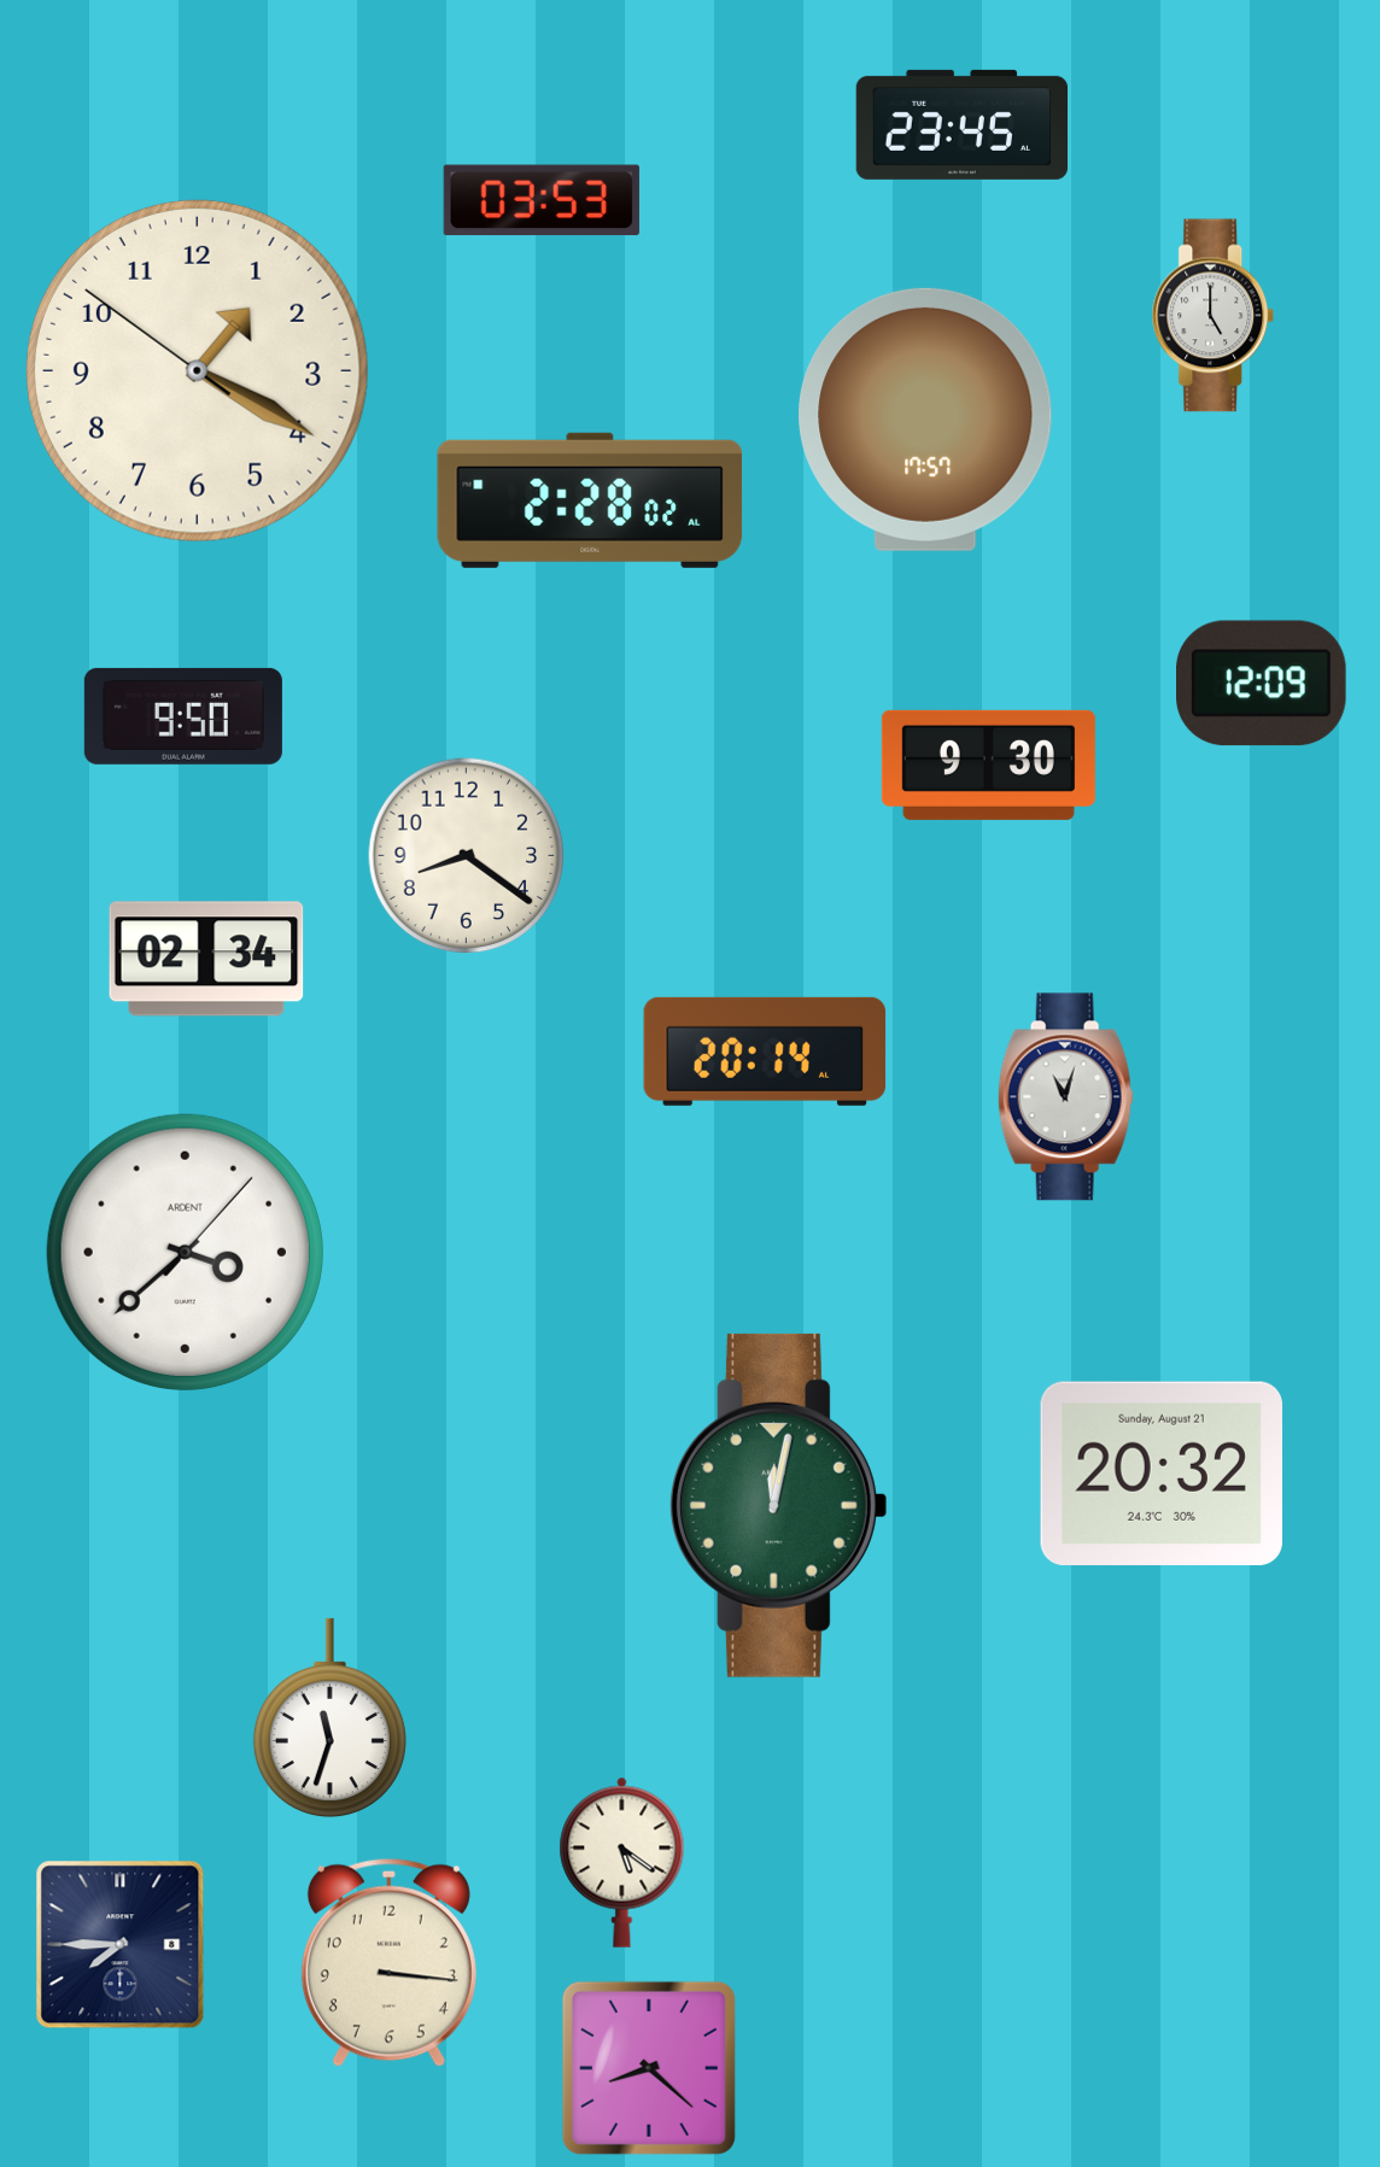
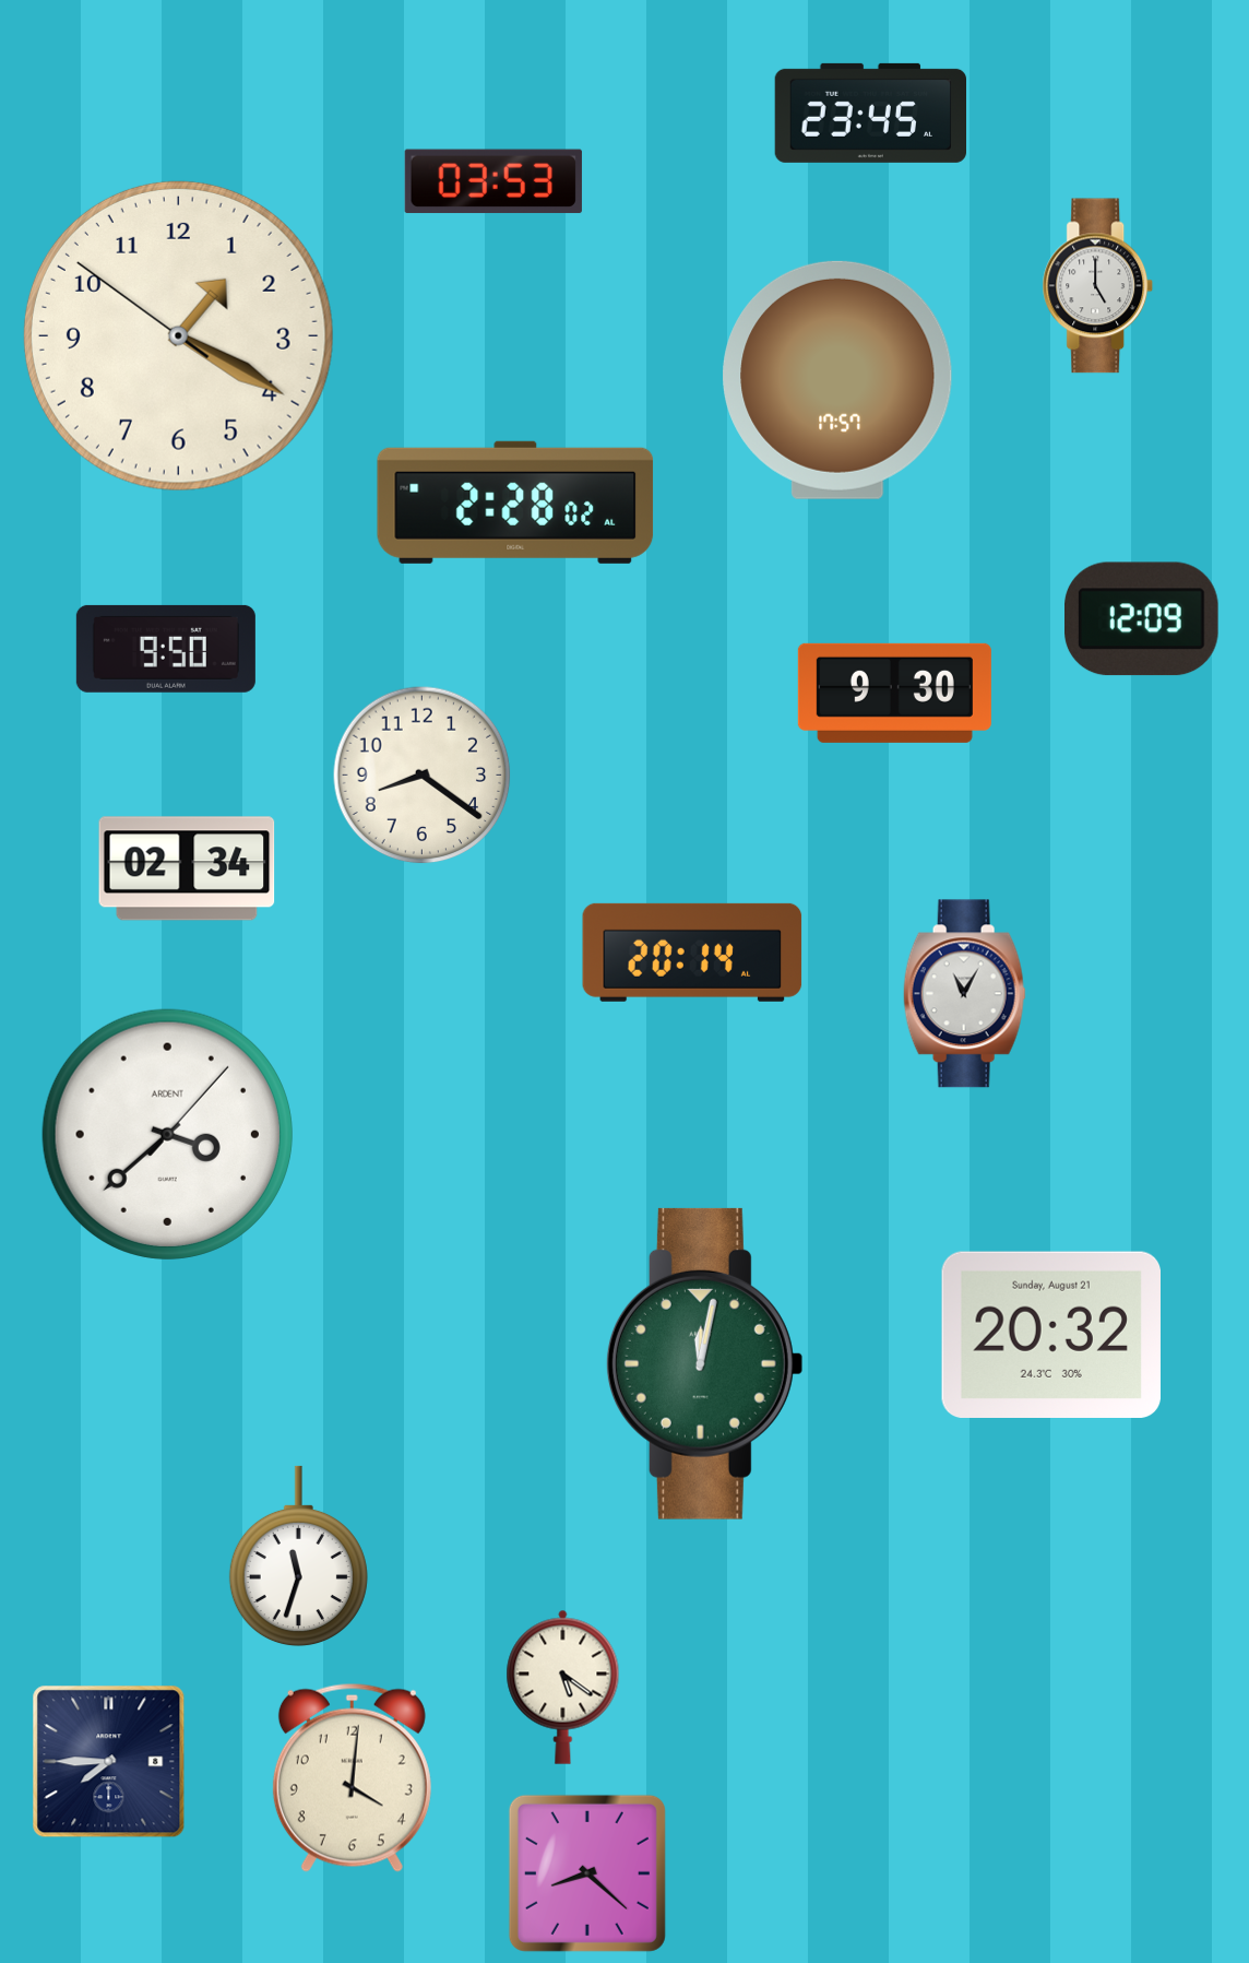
clock at (542, 200) position: (542, 200) -> (493, 181)
clock at (590, 500) position: (590, 500) -> (515, 502)
clock at (1065, 1097): 11:03 -> 11:05
clock at (388, 1962): 3:16 -> 4:01
